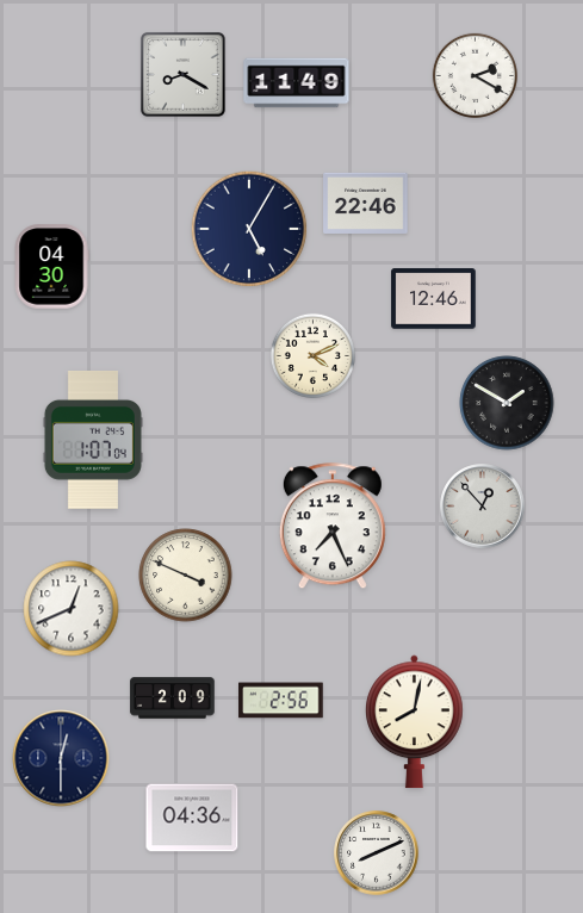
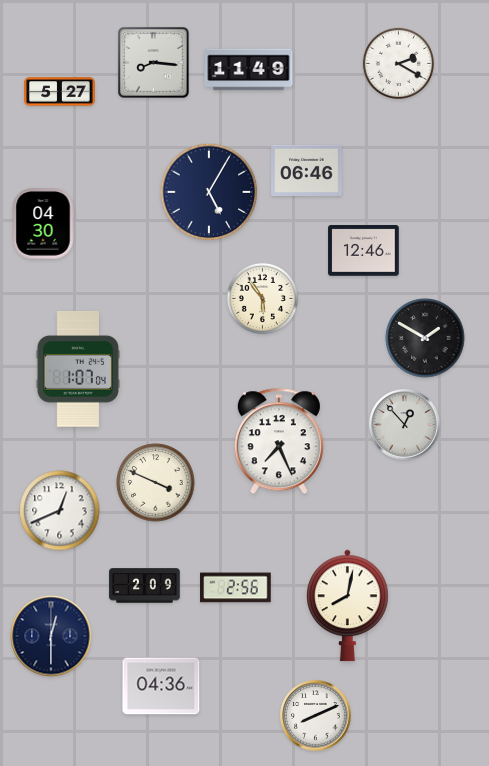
clock at (182, 74): 8:20 -> 8:16
clock at (60, 92): none -> 5:27
clock at (366, 203): 22:46 -> 06:46
clock at (312, 355): 4:11 -> 5:54
